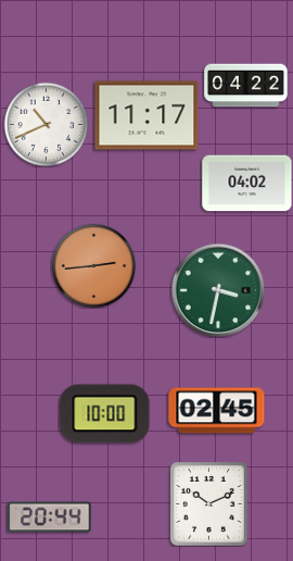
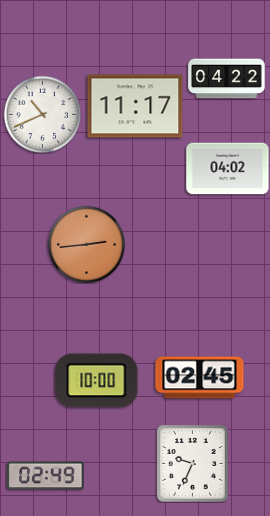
clock at (218, 290): 3:32 -> none
clock at (209, 504): 10:11 -> 9:34
clock at (50, 518): 20:44 -> 02:49
